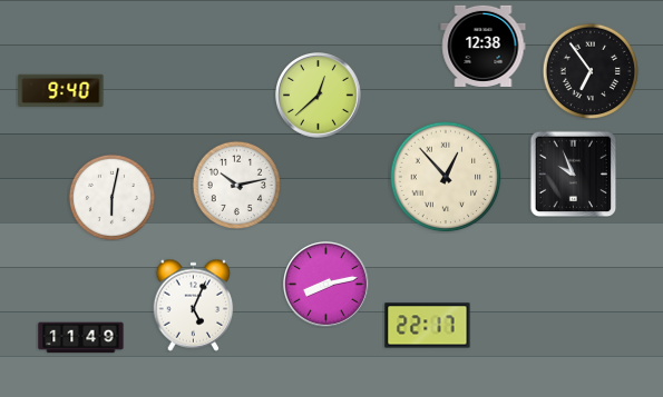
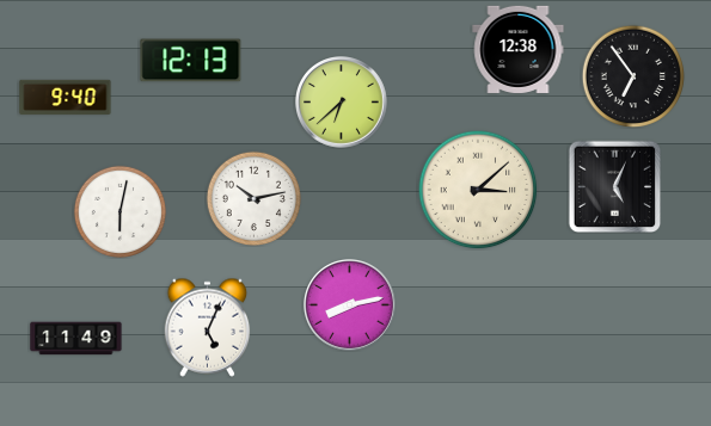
clock at (191, 61): none -> 12:13
clock at (319, 96): 12:38 -> 6:38
clock at (573, 173): 9:56 -> 5:04
clock at (446, 177): 12:53 -> 3:08
clock at (428, 326): 22:17 -> none
clock at (81, 338) position: (81, 338) -> (76, 339)
